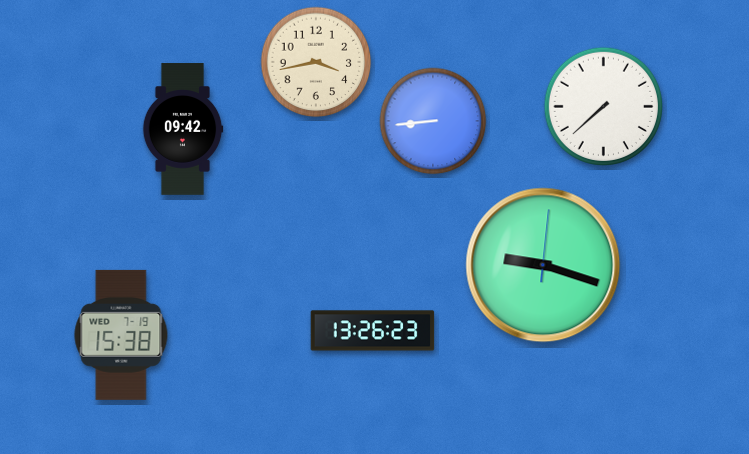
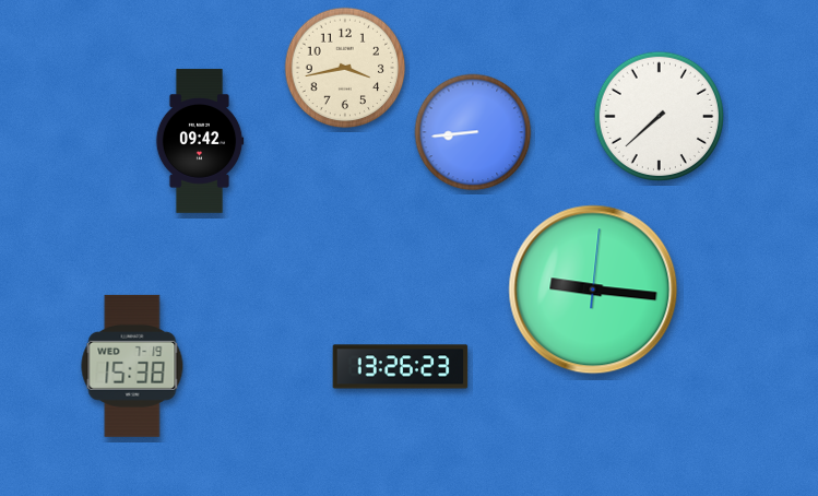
clock at (543, 265): 9:18 -> 9:16
clock at (373, 331) position: (373, 331) -> (401, 367)
